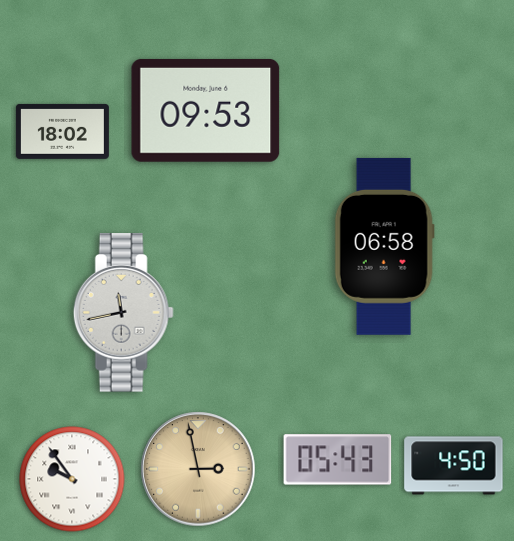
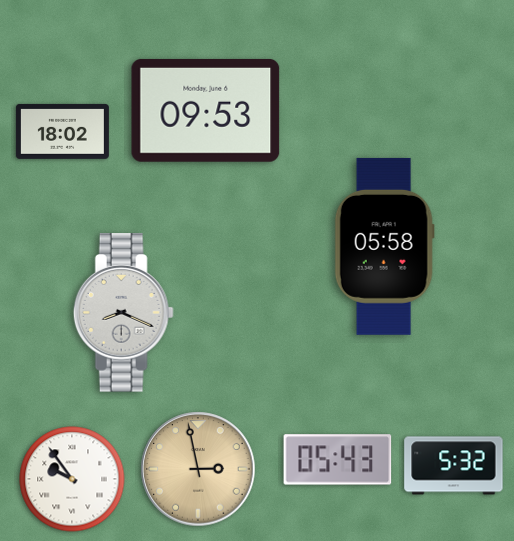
clock at (384, 246): 06:58 -> 05:58
clock at (123, 313): 11:43 -> 8:19
clock at (454, 466): 4:50 -> 5:32
